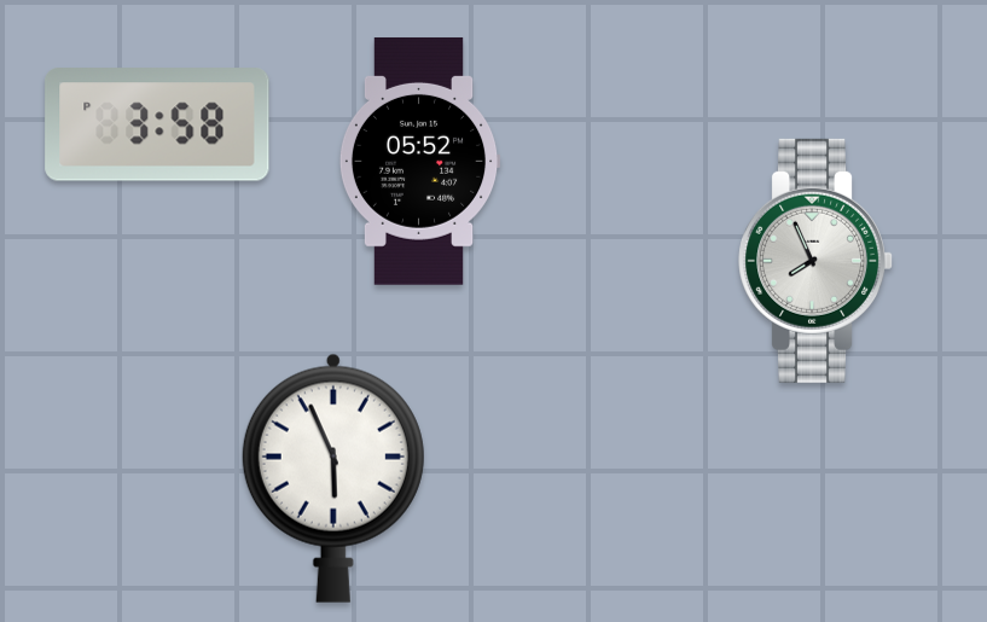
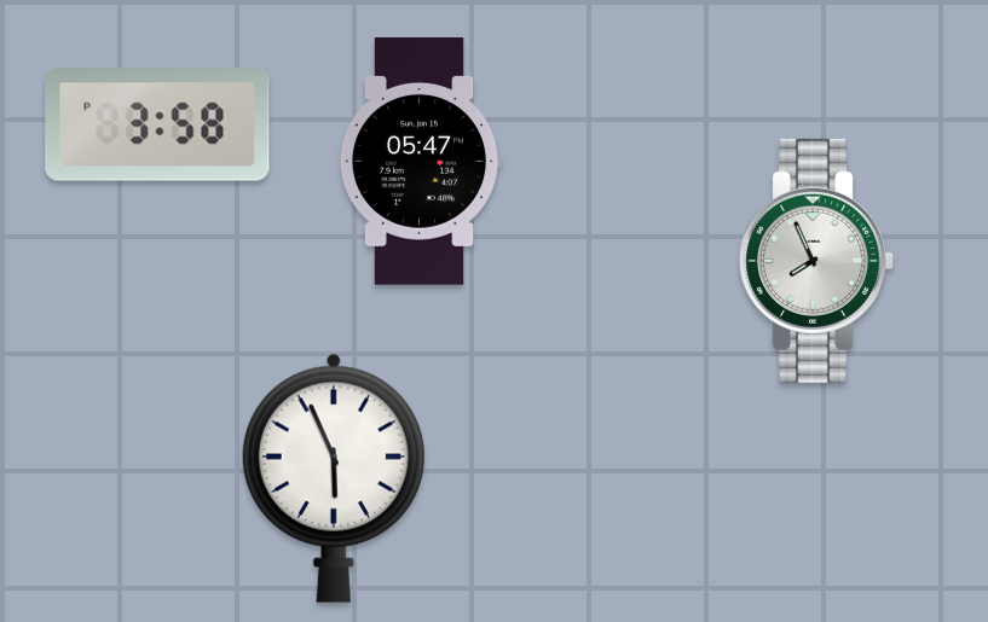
clock at (419, 161): 05:52 -> 05:47
